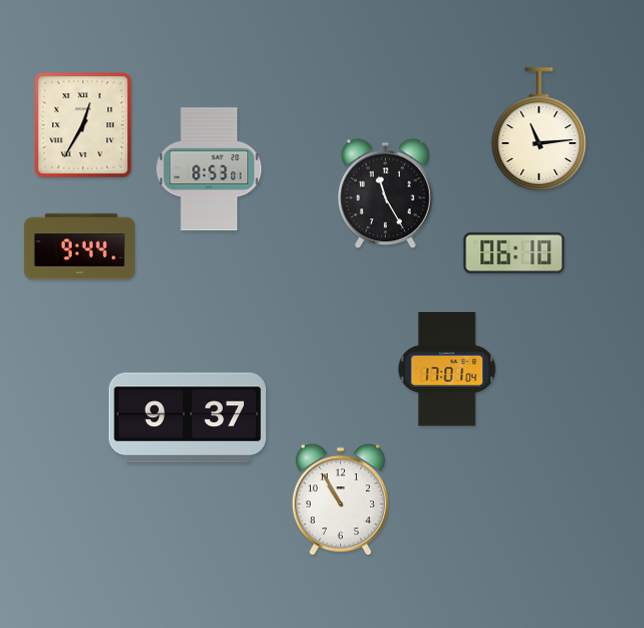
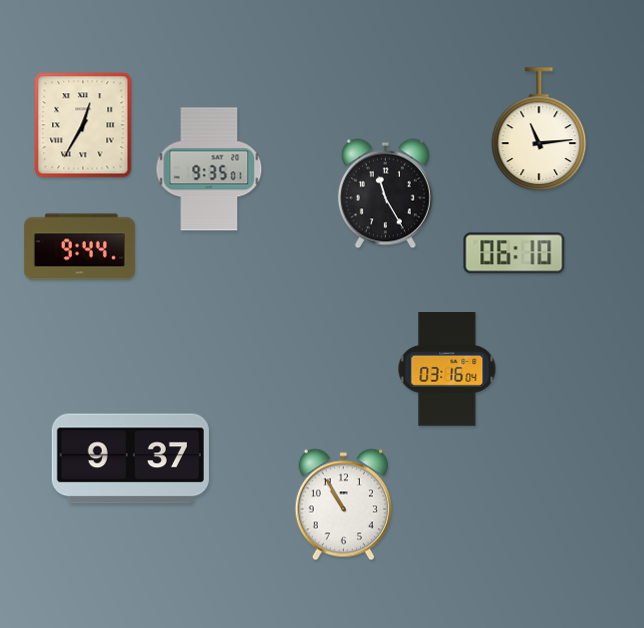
clock at (209, 169): 8:53 -> 9:35
clock at (447, 370): 17:01 -> 03:16
clock at (187, 418) position: (187, 418) -> (130, 459)
clock at (340, 500) position: (340, 500) -> (343, 505)
